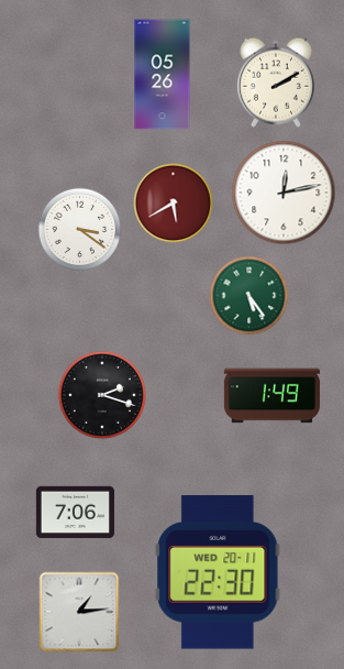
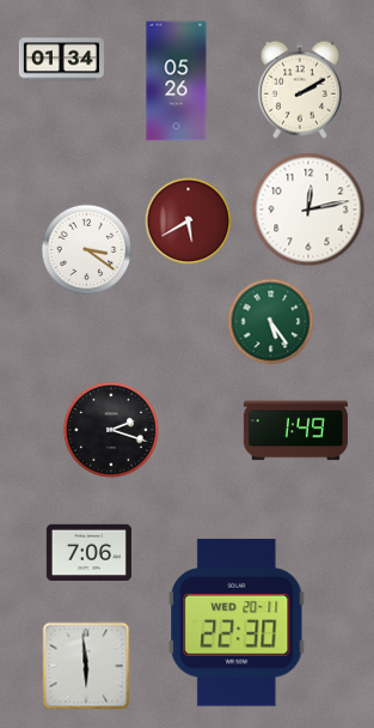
clock at (61, 60): none -> 01:34
clock at (75, 513) position: (75, 513) -> (88, 553)
clock at (79, 612): 1:14 -> 5:59
